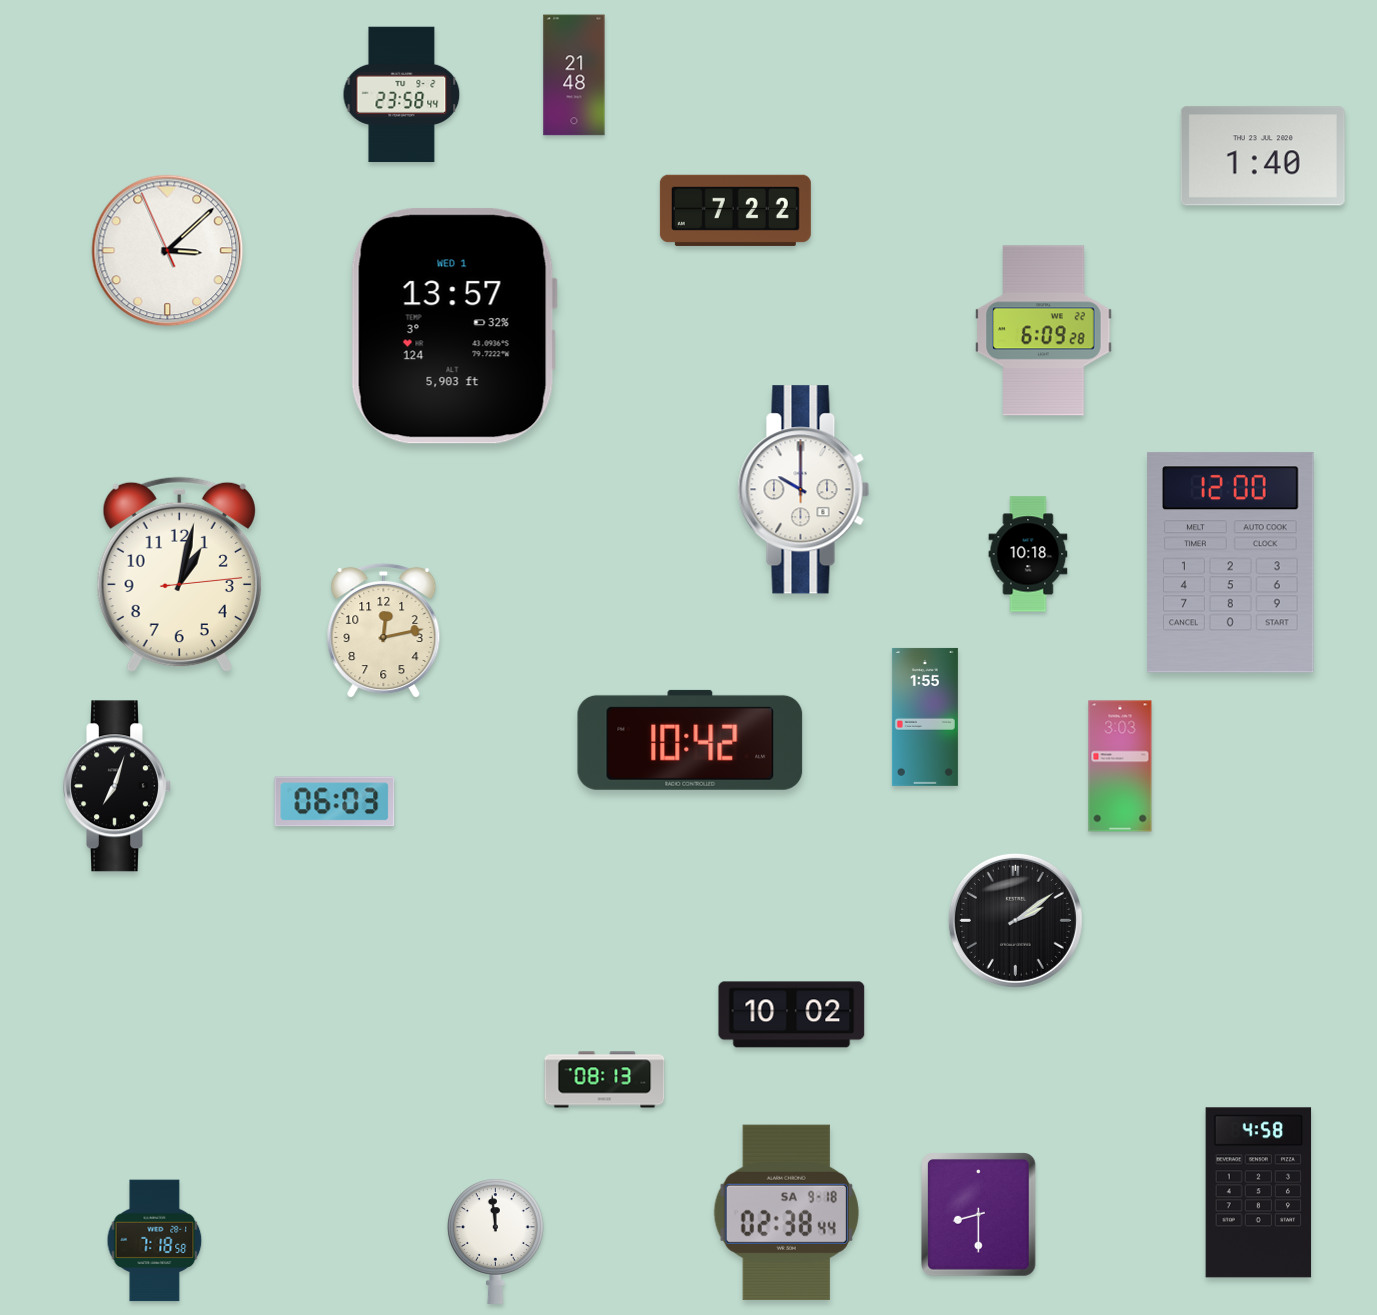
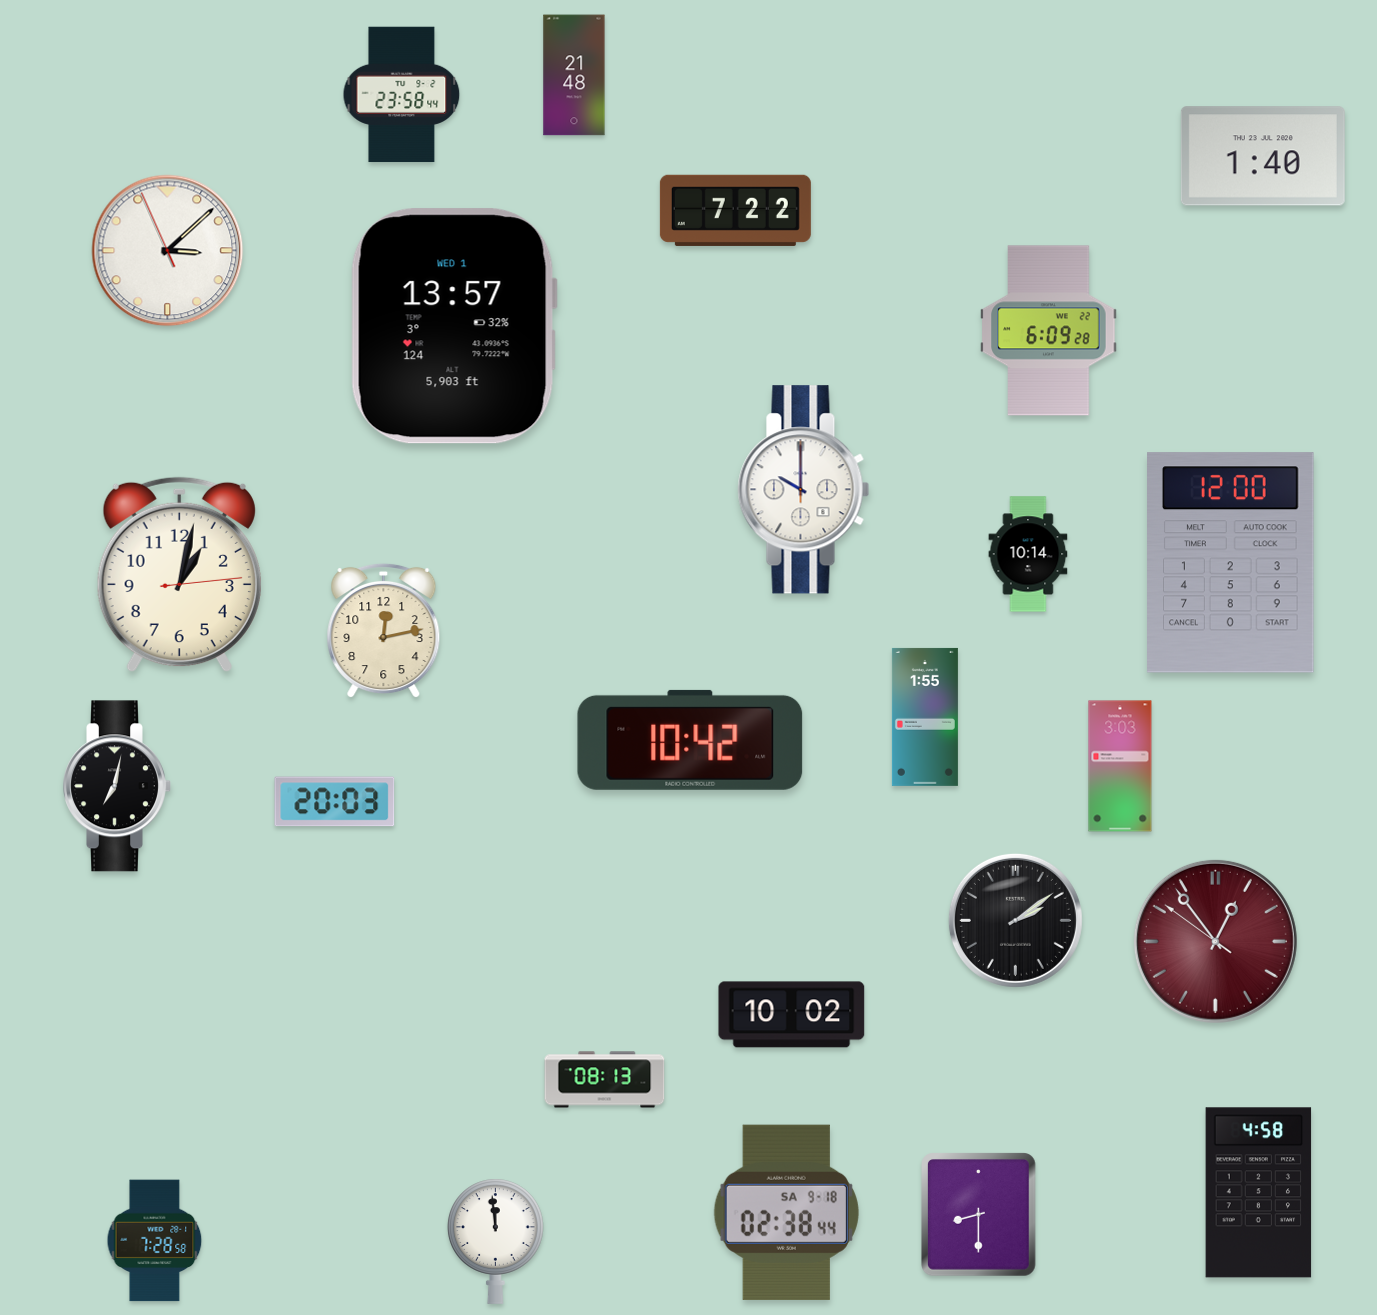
clock at (1044, 331) position: (1044, 331) -> (1049, 331)
clock at (1028, 554): 10:18 -> 10:14
clock at (117, 786): 7:03 -> 7:02
clock at (335, 802): 06:03 -> 20:03
clock at (1215, 941): none -> 12:53
clock at (155, 1241): 7:18 -> 7:28
